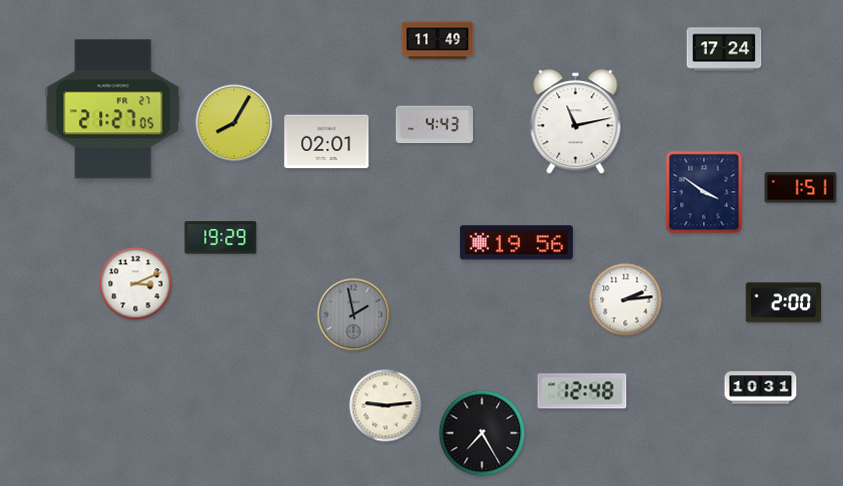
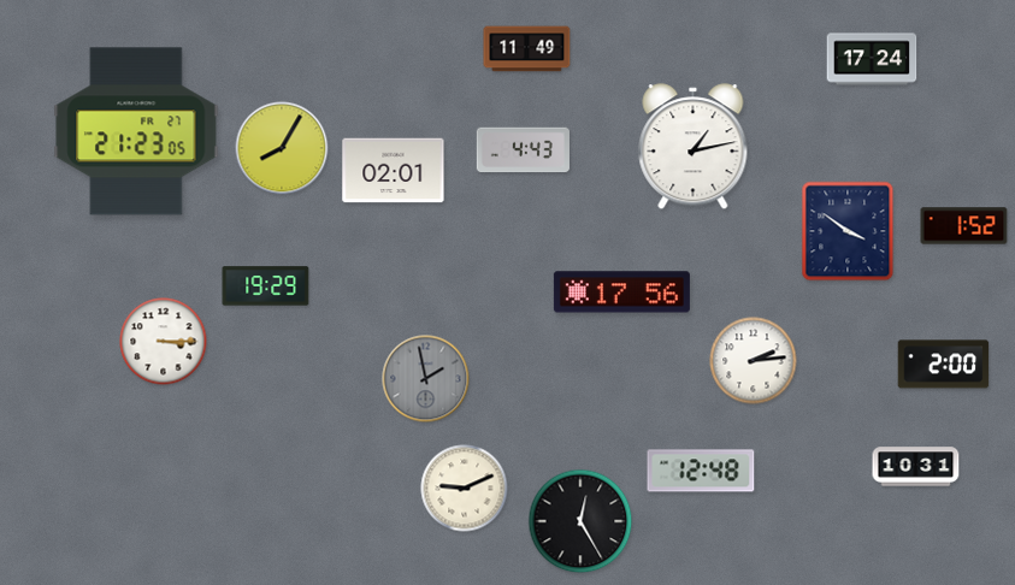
clock at (113, 109): 21:27 -> 21:23
clock at (576, 122): 11:13 -> 1:13
clock at (801, 188): 1:51 -> 1:52
clock at (516, 243): 19:56 -> 17:56
clock at (136, 284): 3:11 -> 3:15
clock at (386, 406): 9:14 -> 9:11
clock at (482, 433): 7:25 -> 12:25
